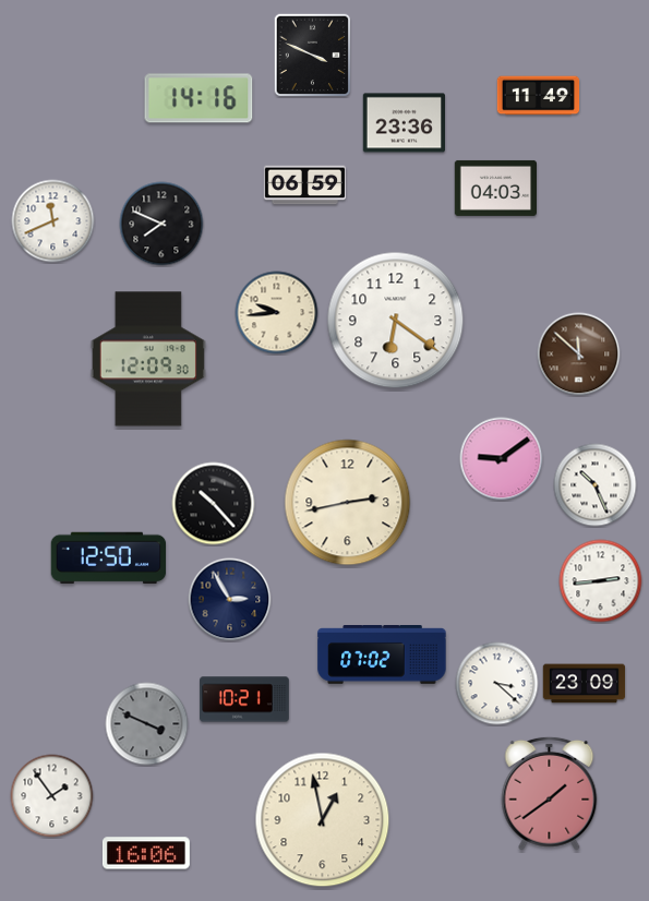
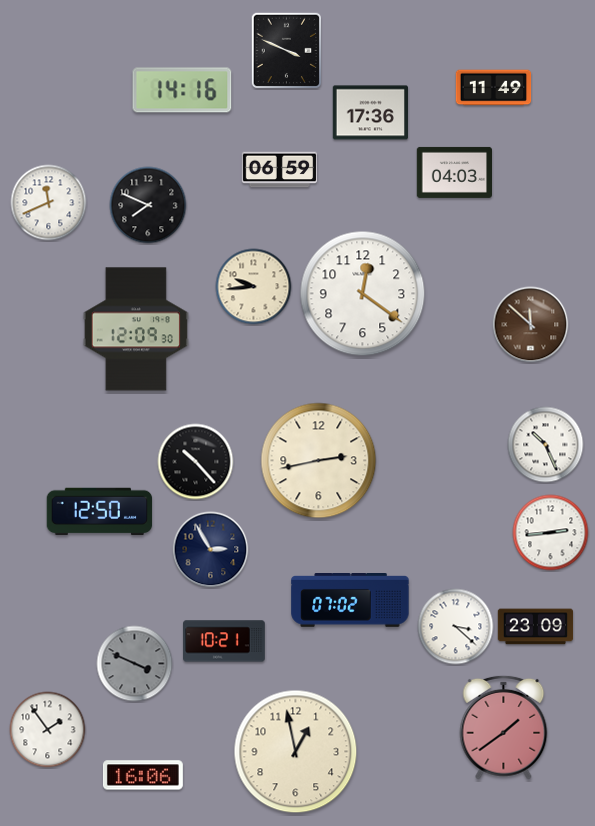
clock at (404, 123): 23:36 -> 17:36
clock at (396, 321): 6:21 -> 12:21
clock at (502, 459): 9:09 -> none
clock at (146, 853) position: (146, 853) -> (143, 775)
